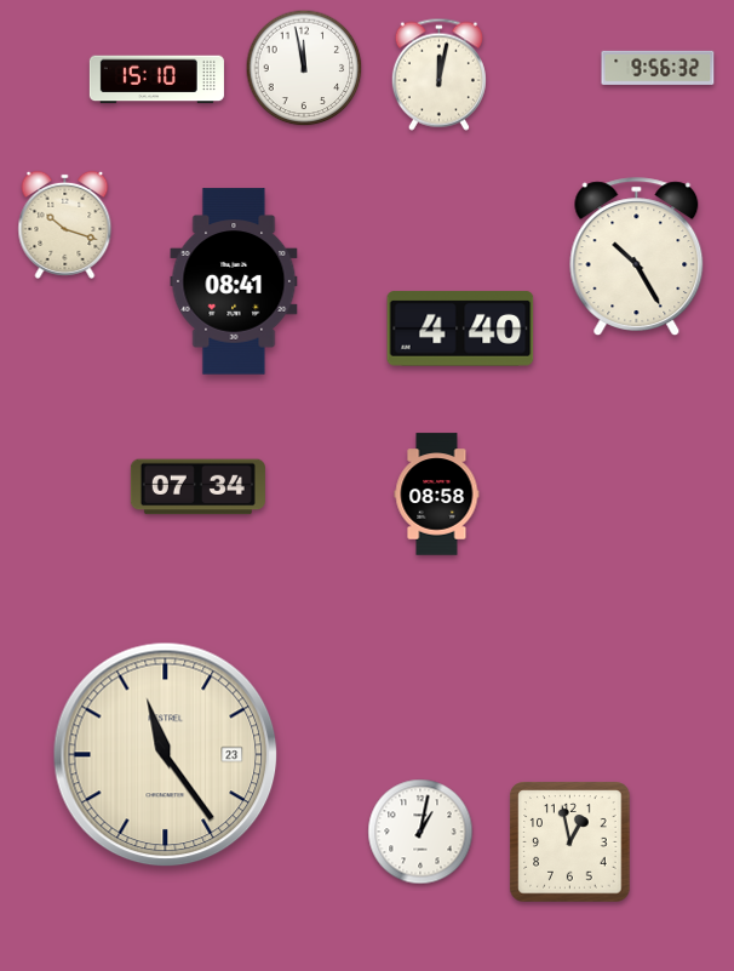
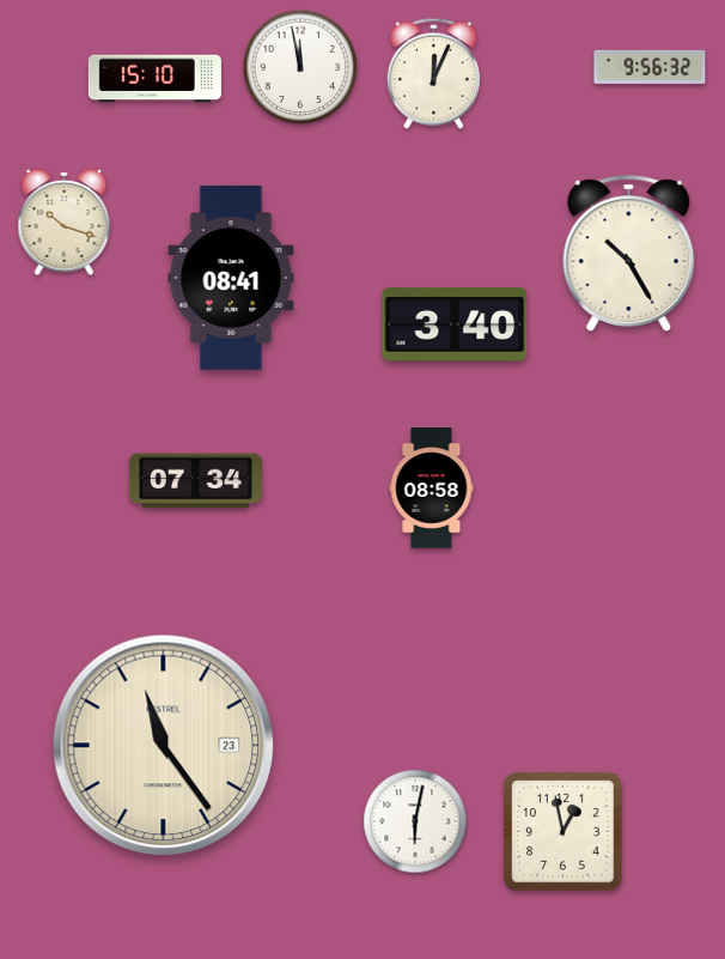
clock at (438, 74): 12:02 -> 12:04
clock at (460, 329): 4:40 -> 3:40
clock at (420, 832): 1:02 -> 6:02
